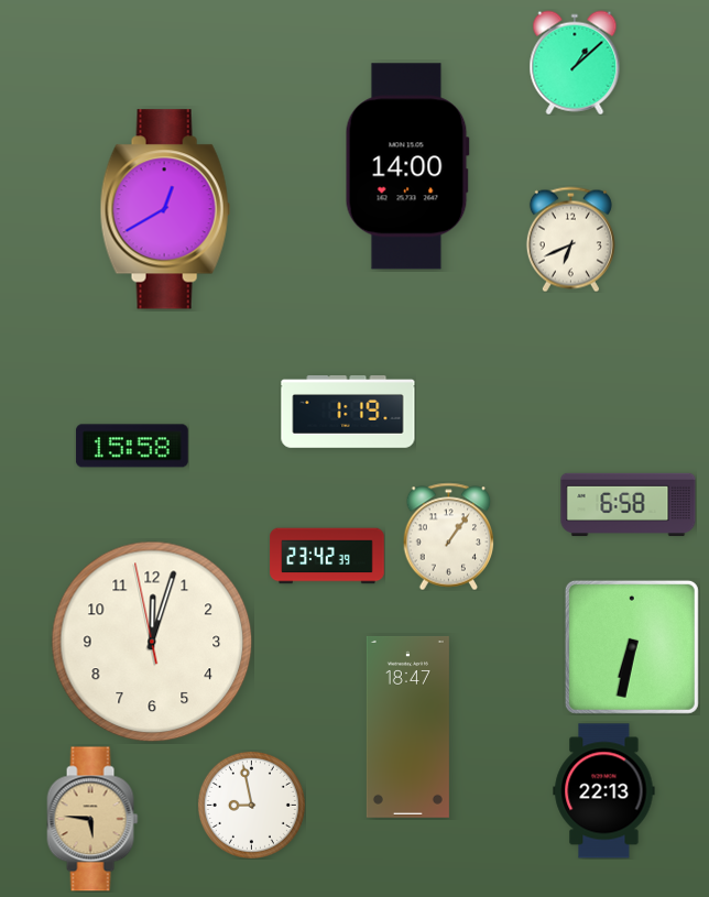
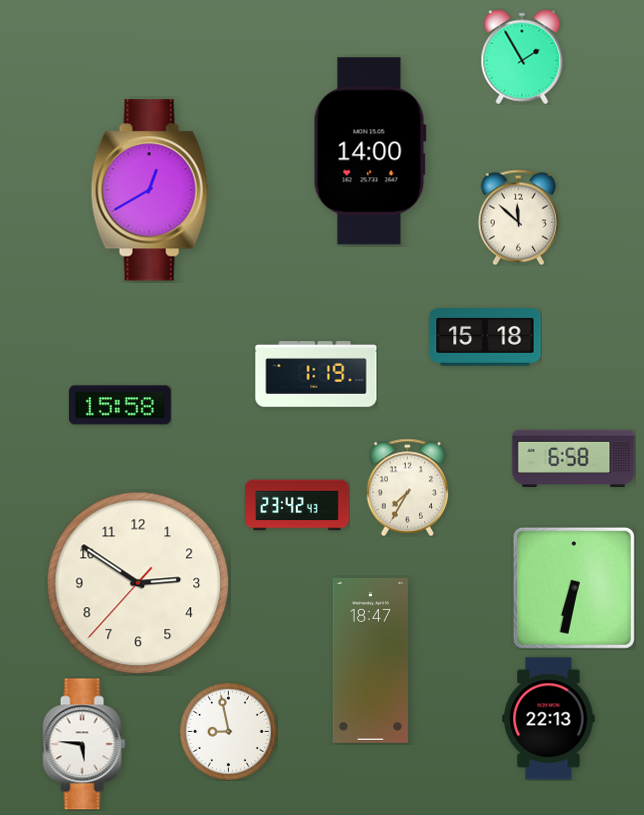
clock at (575, 63): 1:08 -> 1:55
clock at (570, 239): 6:41 -> 11:52
clock at (485, 338): none -> 15:18
clock at (629, 505) position: (629, 505) -> (574, 459)
clock at (449, 536): 1:06 -> 7:35
clock at (327, 556): 23:42:39 -> 23:42:43
clock at (152, 642): 12:02 -> 2:50
clock at (92, 819) dial: champagne -> white
